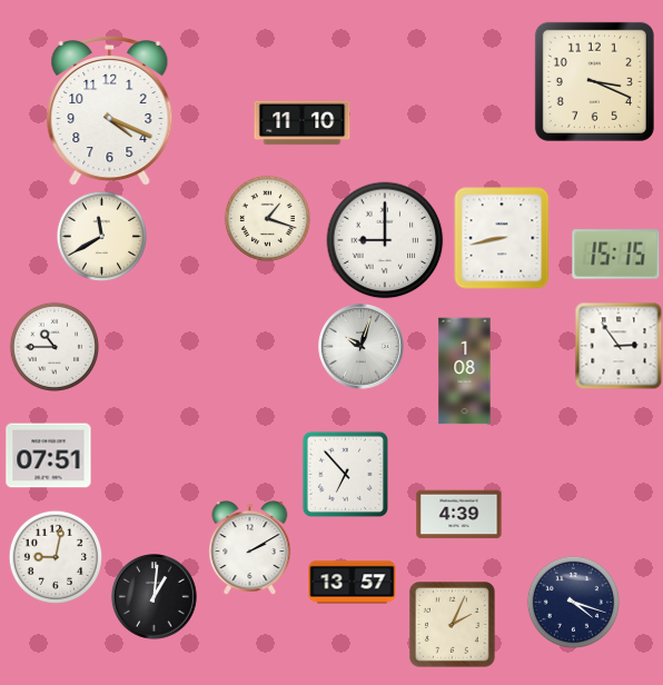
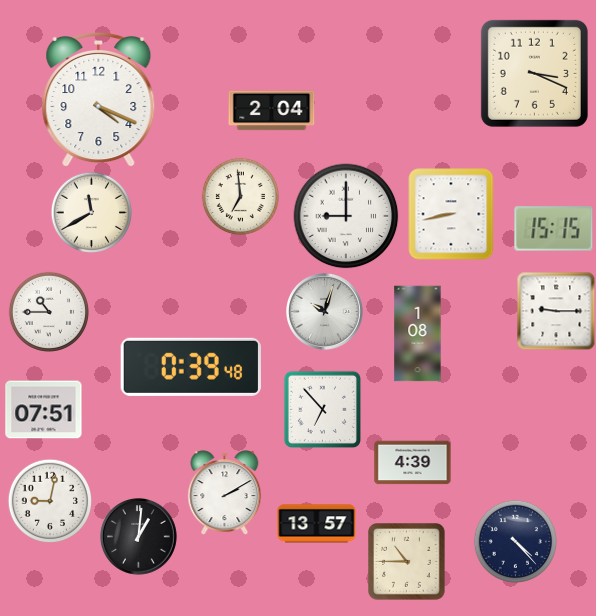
clock at (303, 123): 11:10 -> 2:04
clock at (267, 218): 1:18 -> 6:59
clock at (619, 346): 2:54 -> 9:15
clock at (191, 367): none -> 0:39
clock at (345, 474) position: (345, 474) -> (322, 409)
clock at (573, 602): 4:18 -> 4:23
clock at (453, 625): 2:04 -> 10:45
